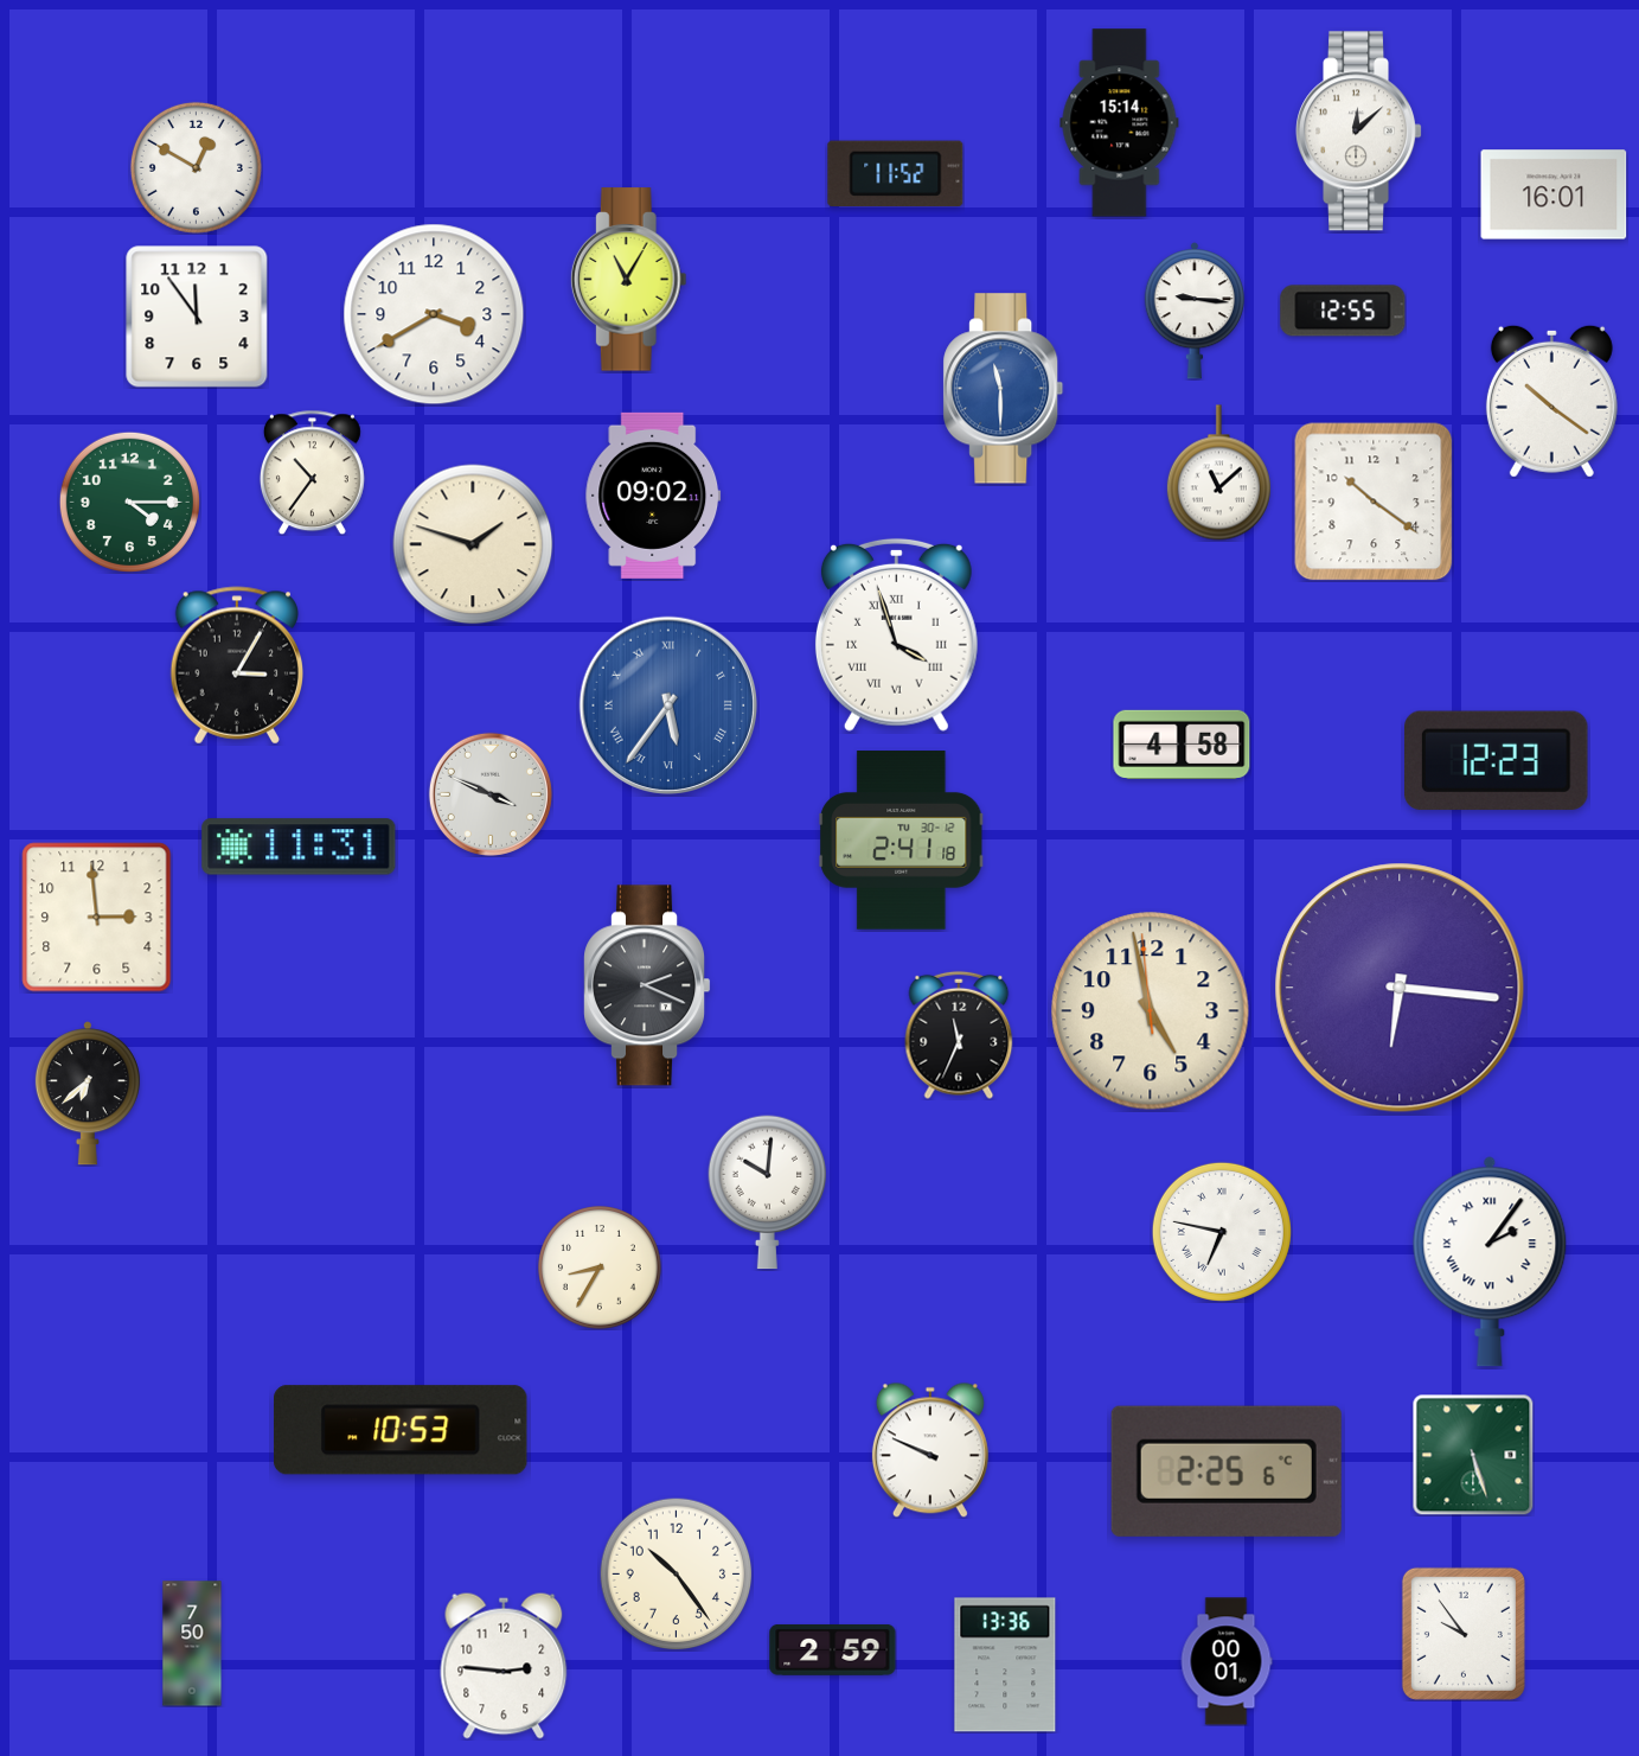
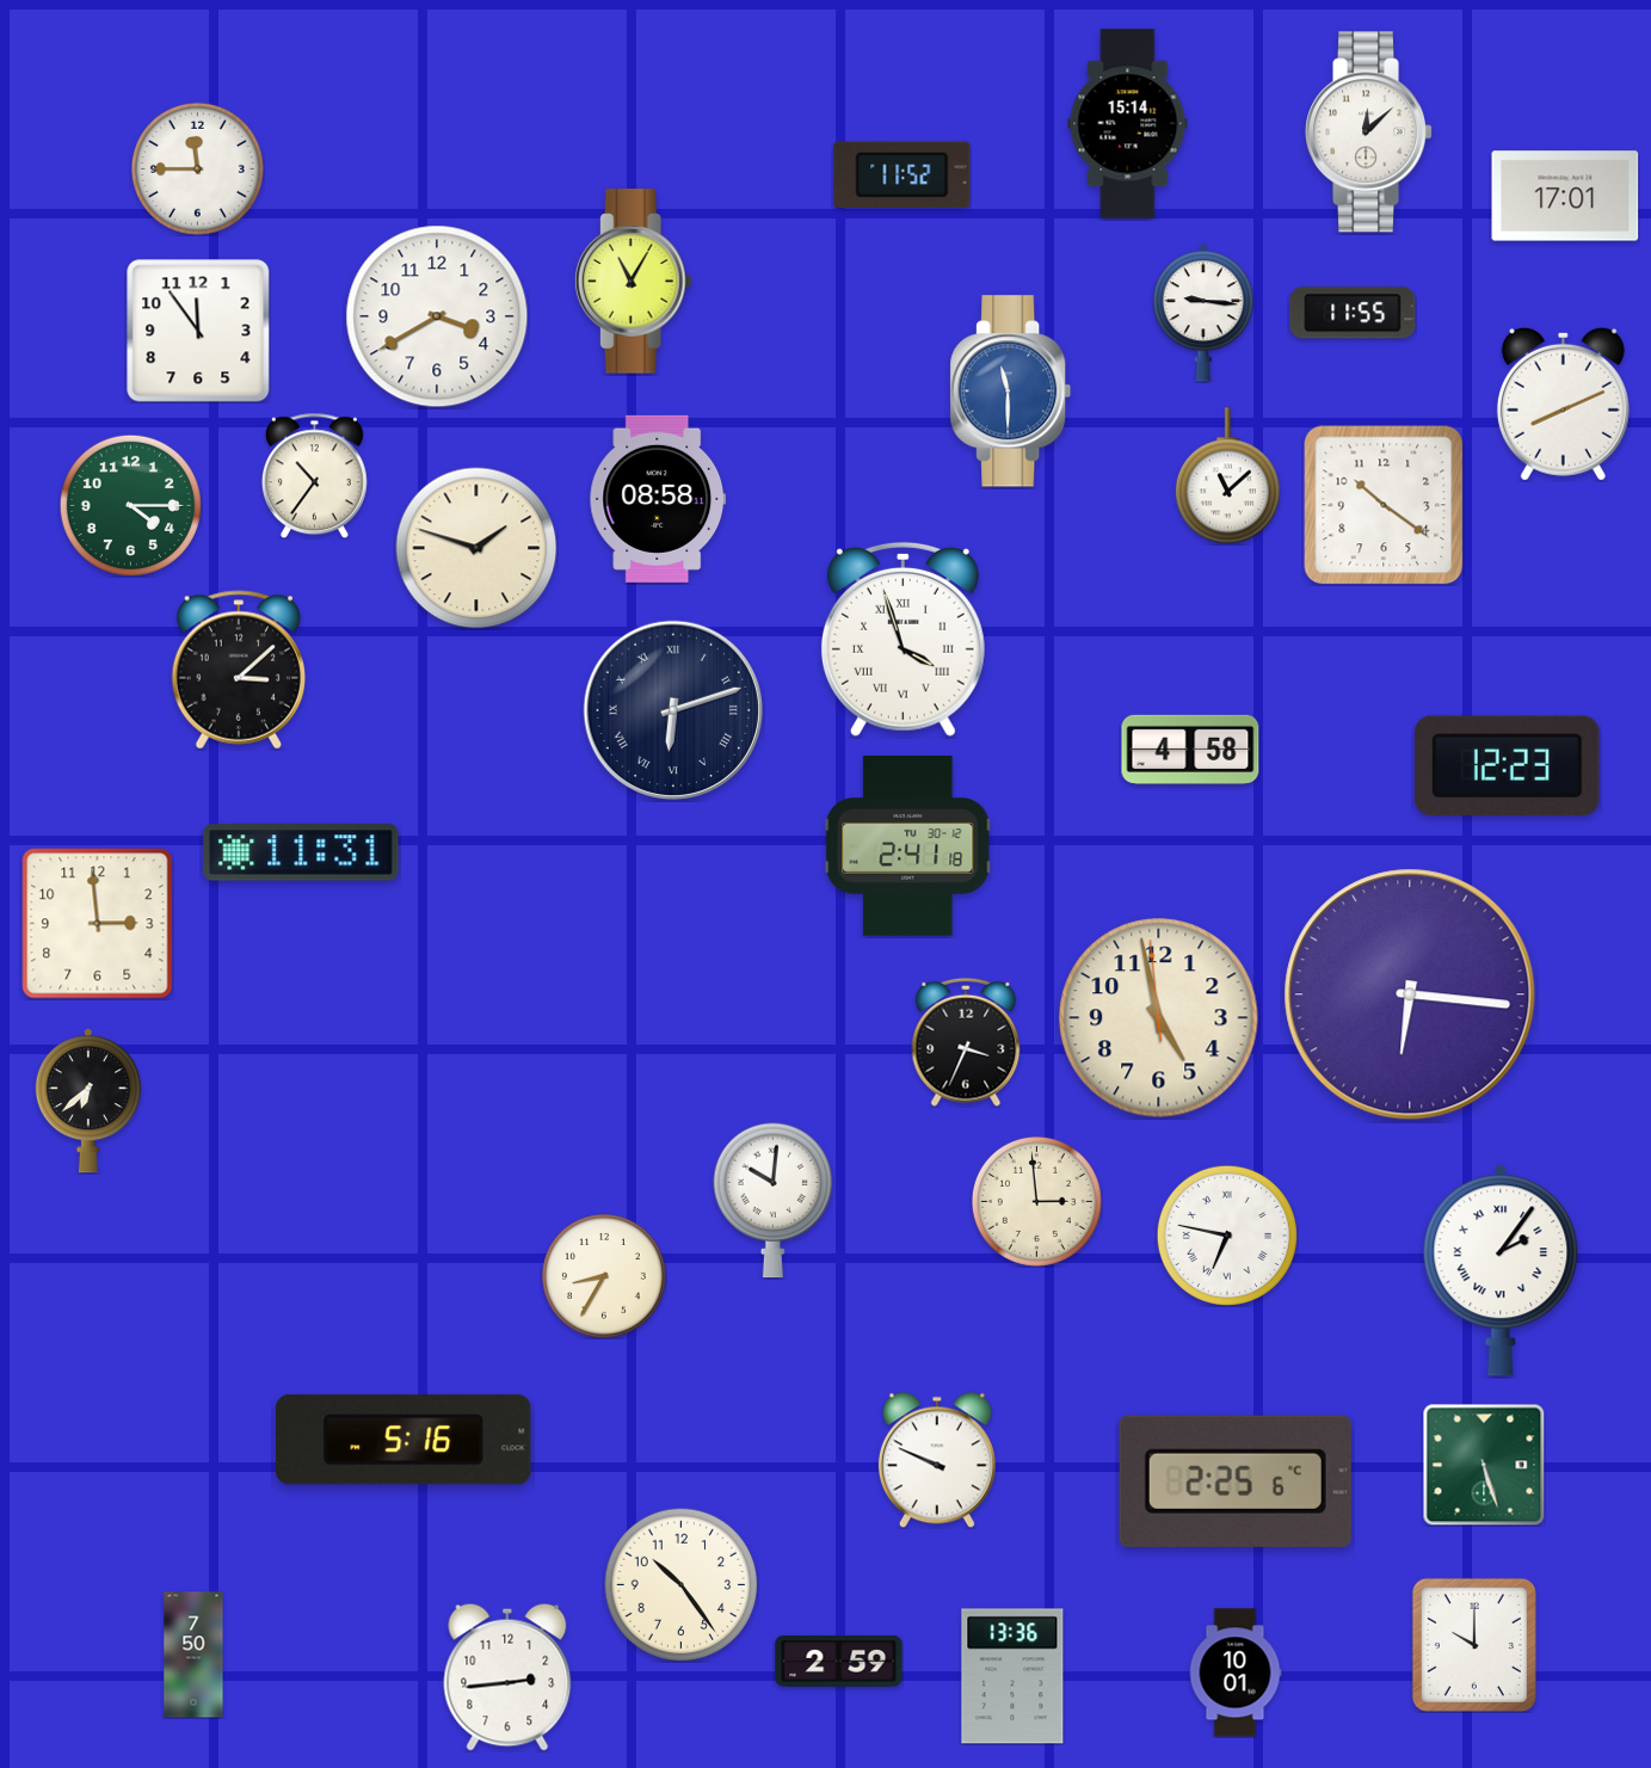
clock at (196, 167): 12:50 -> 11:45
clock at (1554, 194): 16:01 -> 17:01
clock at (1343, 311): 12:55 -> 11:55
clock at (197, 317) position: (197, 317) -> (198, 331)
clock at (1551, 401): 10:21 -> 8:11
clock at (653, 496): 09:02 -> 08:58
clock at (236, 665): 3:05 -> 3:08
clock at (667, 704): 5:36 -> 6:12
clock at (667, 704) dial: blue -> navy
clock at (491, 794): 3:49 -> none
clock at (647, 985): 2:19 -> none
clock at (959, 1035): 11:34 -> 3:34
clock at (1036, 1201): none -> 2:59
clock at (1222, 1232) position: (1222, 1232) -> (1227, 1236)
clock at (401, 1430): 10:53 -> 5:16
clock at (1464, 1634): 9:54 -> 10:00
clock at (1227, 1661): 00:01 -> 10:01
clock at (504, 1666): 2:46 -> 2:44
